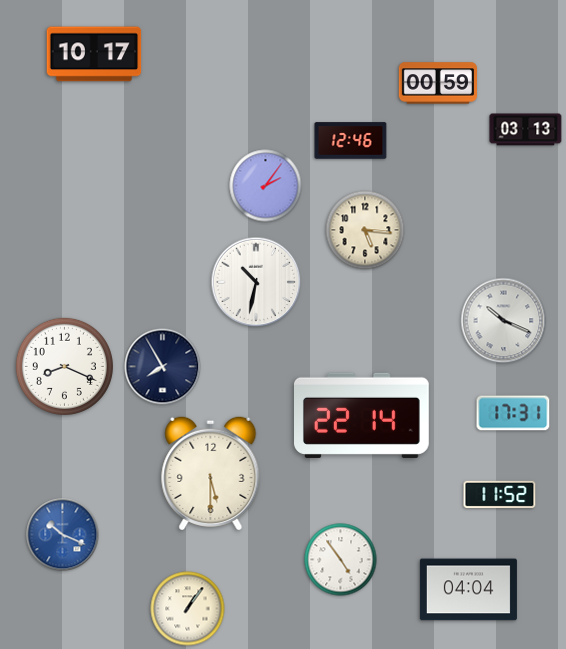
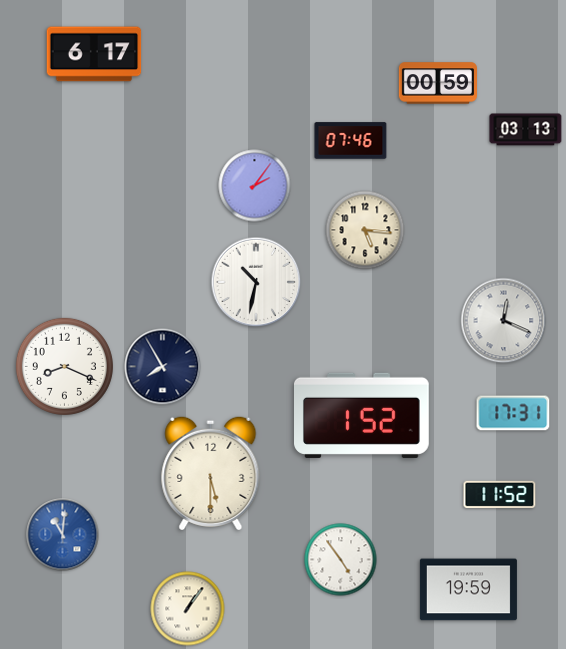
clock at (94, 54): 10:17 -> 6:17
clock at (351, 141): 12:46 -> 07:46
clock at (266, 186) position: (266, 186) -> (255, 186)
clock at (504, 321): 10:19 -> 12:19
clock at (362, 415): 22:14 -> 1:52
clock at (63, 535): 10:19 -> 11:01
clock at (468, 590): 04:04 -> 19:59
